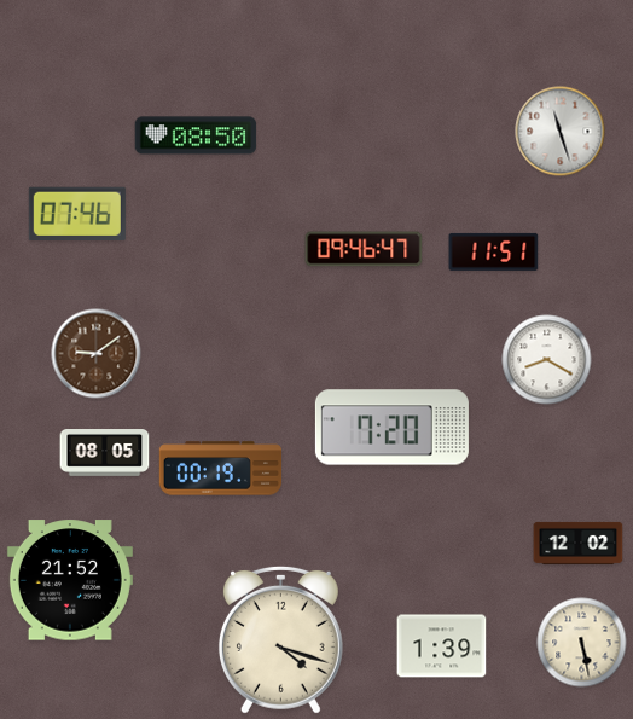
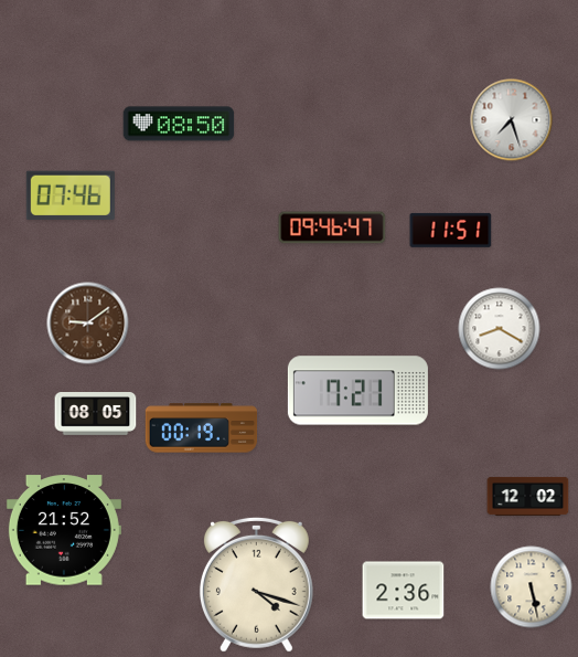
clock at (561, 132): 11:27 -> 7:27
clock at (391, 428): 7:20 -> 7:21
clock at (442, 646): 1:39 -> 2:36
